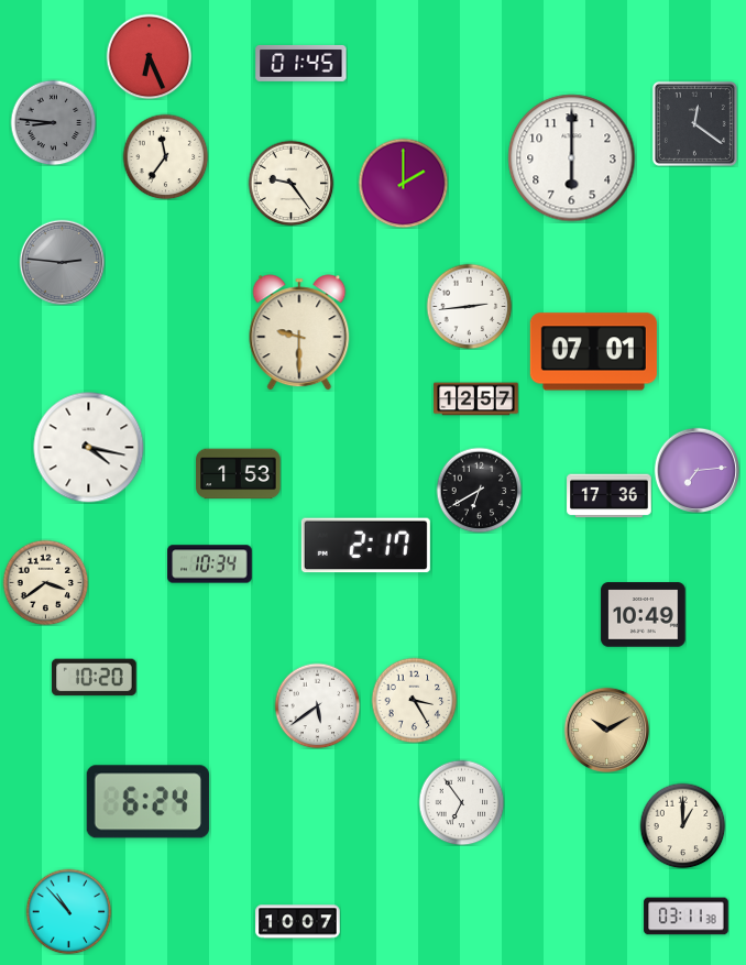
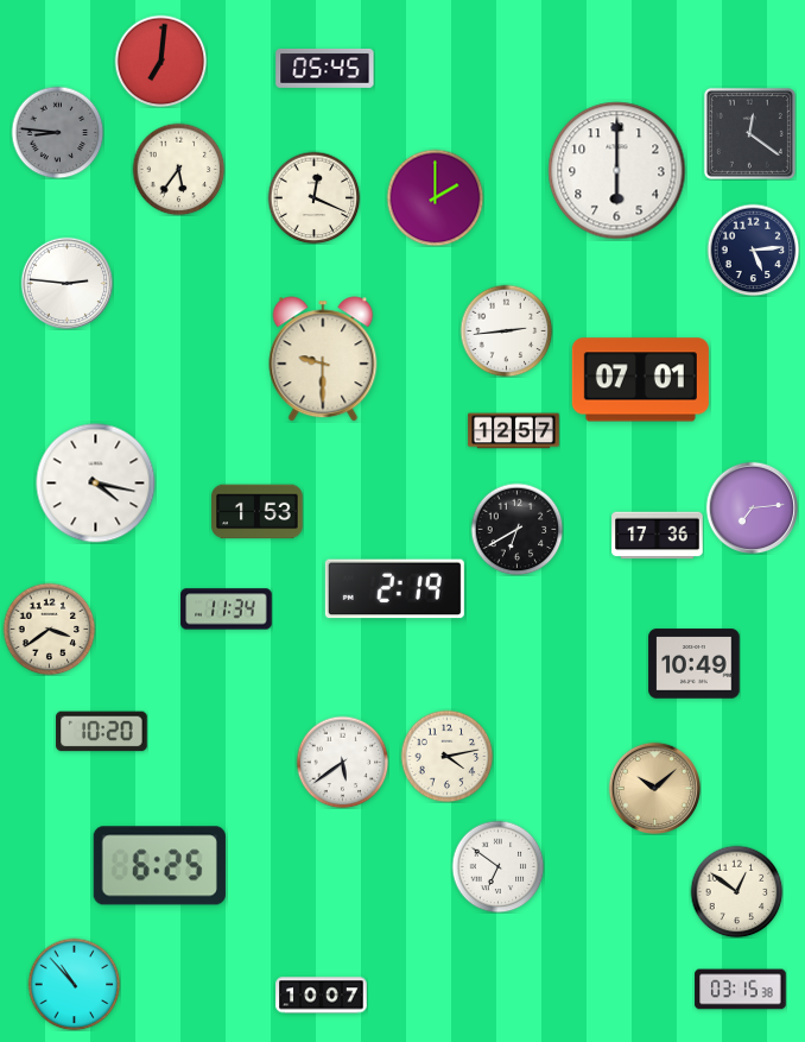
clock at (149, 56): 6:26 -> 7:01
clock at (301, 63): 01:45 -> 05:45
clock at (165, 156): 11:36 -> 5:36
clock at (290, 183): 9:24 -> 12:19
clock at (753, 250): none -> 5:14
clock at (62, 262) dial: grey -> white
clock at (365, 546): 2:17 -> 2:19
clock at (210, 564): 10:34 -> 11:34
clock at (414, 700): 3:25 -> 4:13
clock at (606, 730): 10:10 -> 10:08
clock at (147, 802): 6:24 -> 6:25
clock at (461, 802): 6:54 -> 6:51
clock at (682, 825): 1:00 -> 12:51
clock at (687, 917): 03:11 -> 03:15
